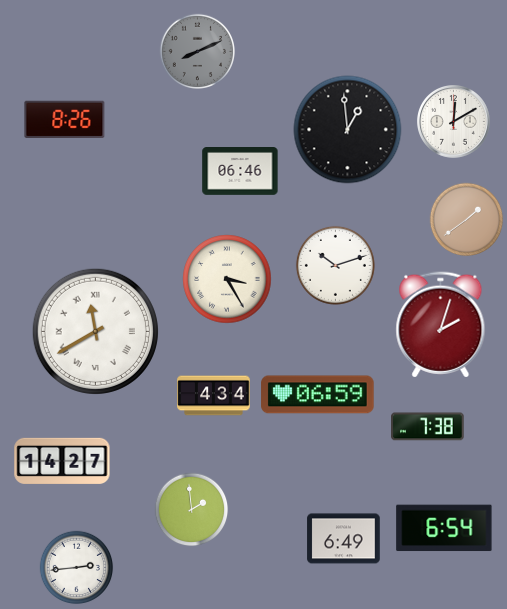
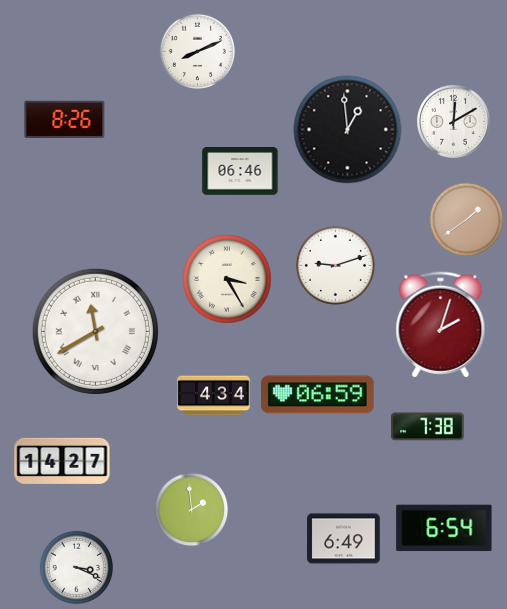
clock at (197, 51) dial: grey -> white
clock at (335, 265): 10:12 -> 9:12
clock at (77, 568): 2:44 -> 3:19
